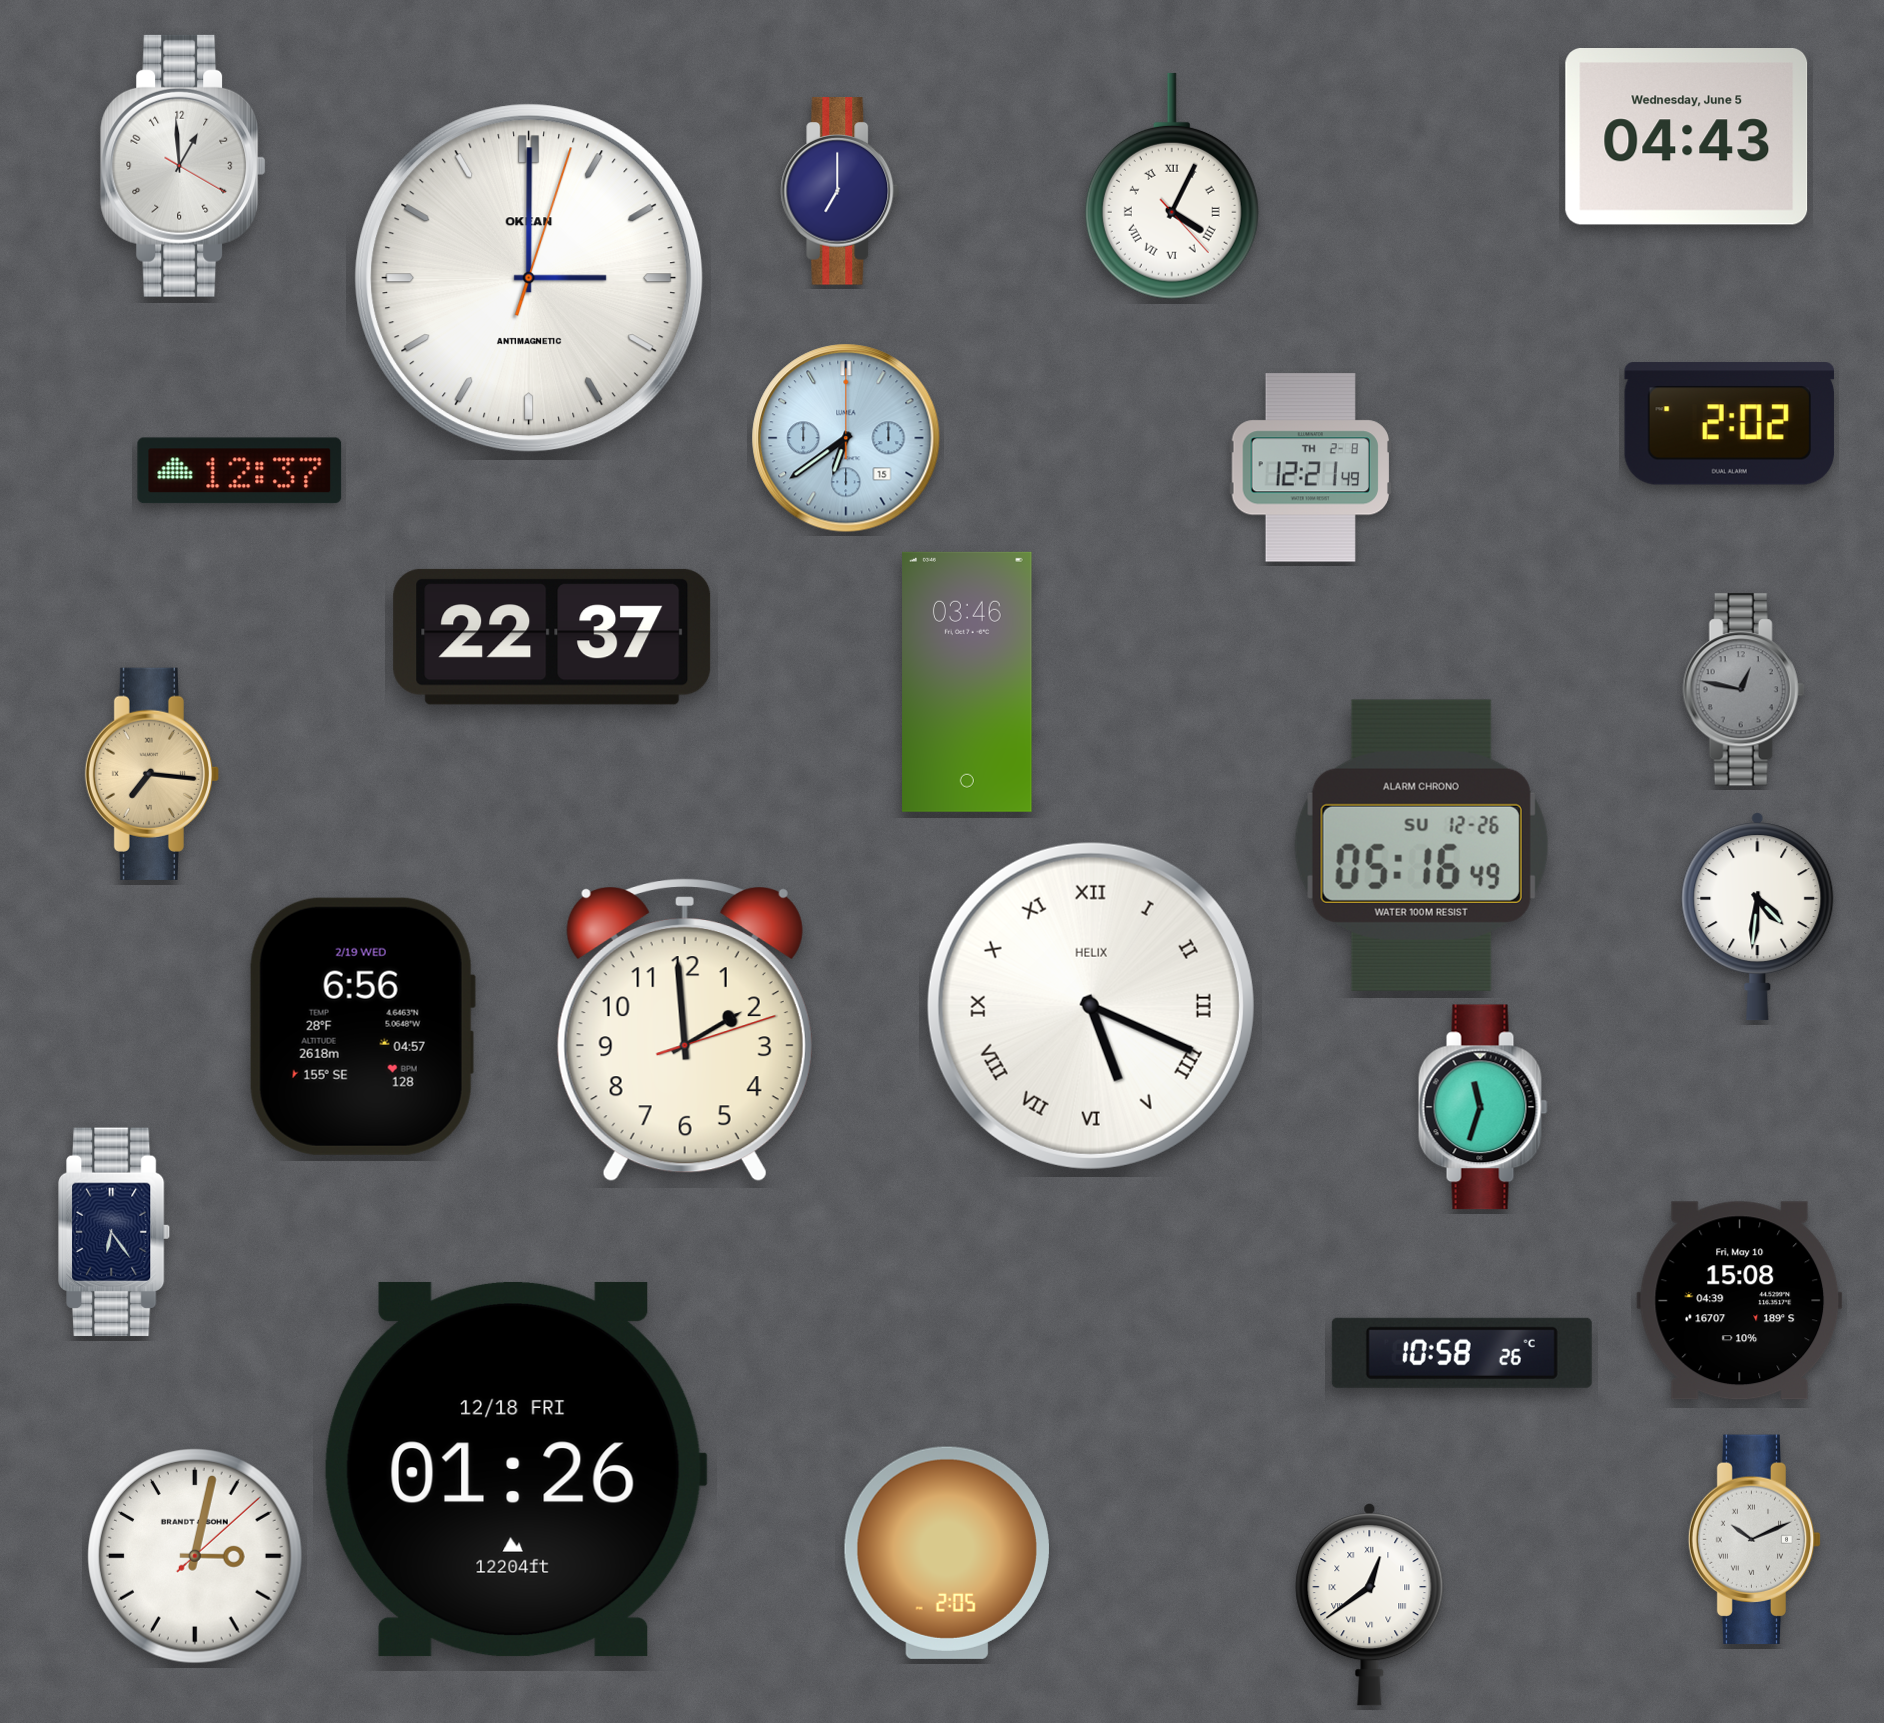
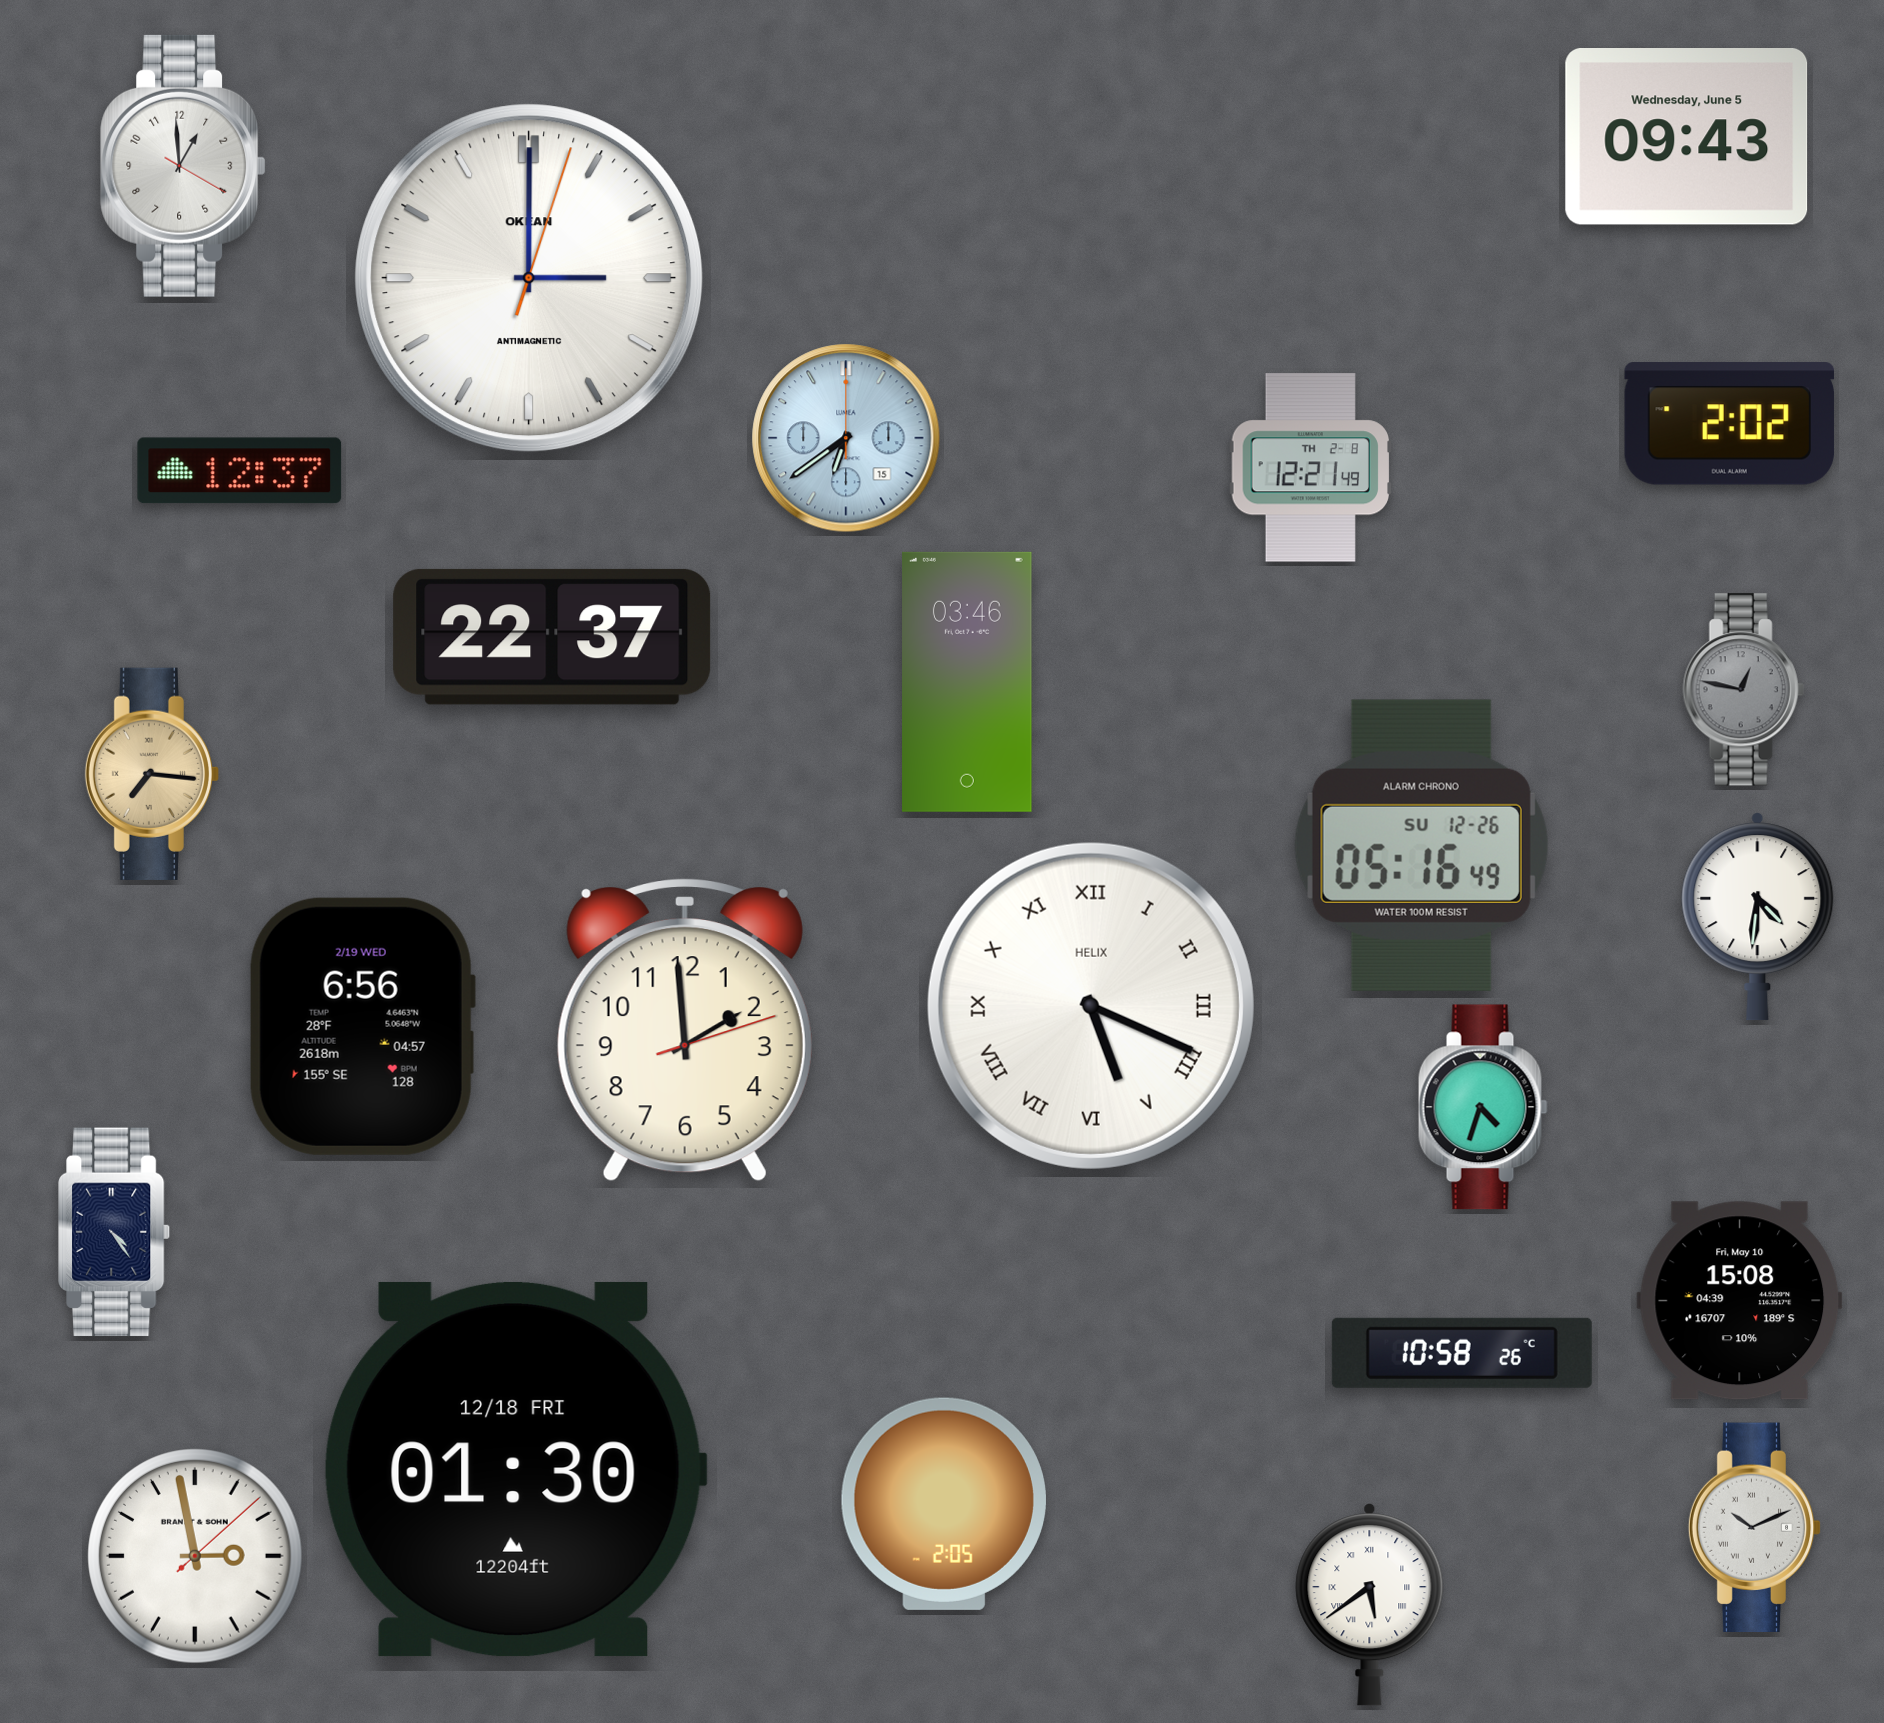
clock at (1687, 137): 04:43 -> 09:43
clock at (1172, 186): 4:04 -> none
clock at (840, 191): 7:00 -> none
clock at (1483, 1107): 11:33 -> 4:33
clock at (115, 1232): 6:24 -> 4:24
clock at (515, 1469): 01:26 -> 01:30
clock at (1755, 1540) position: (1755, 1540) -> (1755, 1528)
clock at (947, 1553) position: (947, 1553) -> (944, 1504)
clock at (196, 1557): 3:02 -> 2:58
clock at (1370, 1605): 12:39 -> 5:39
